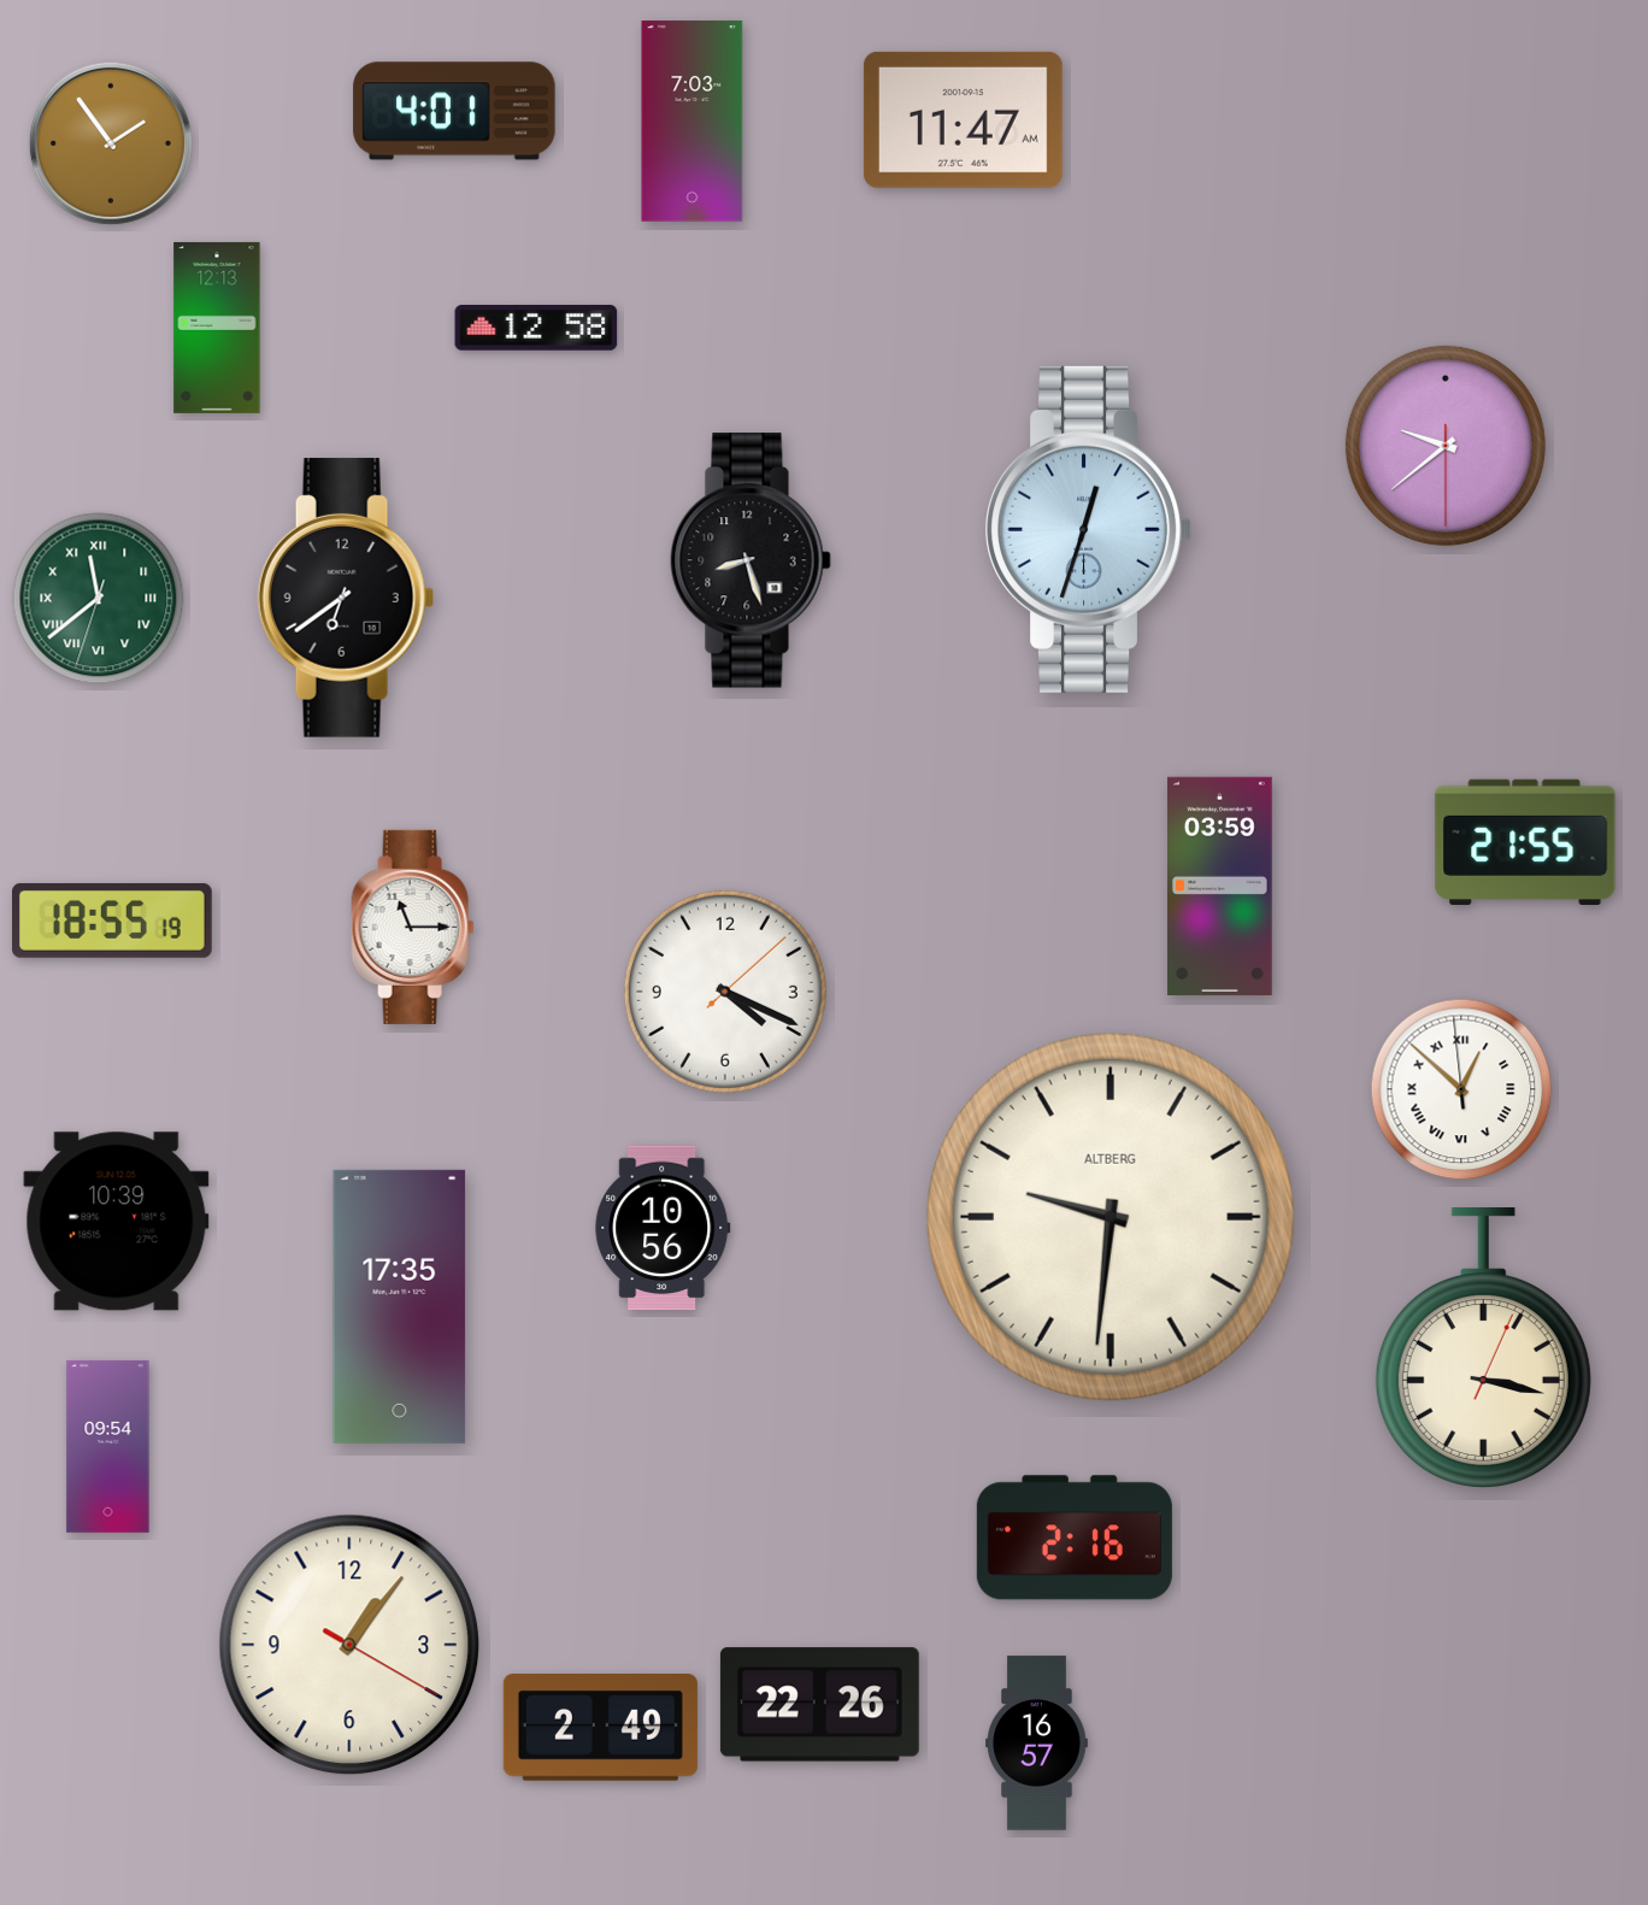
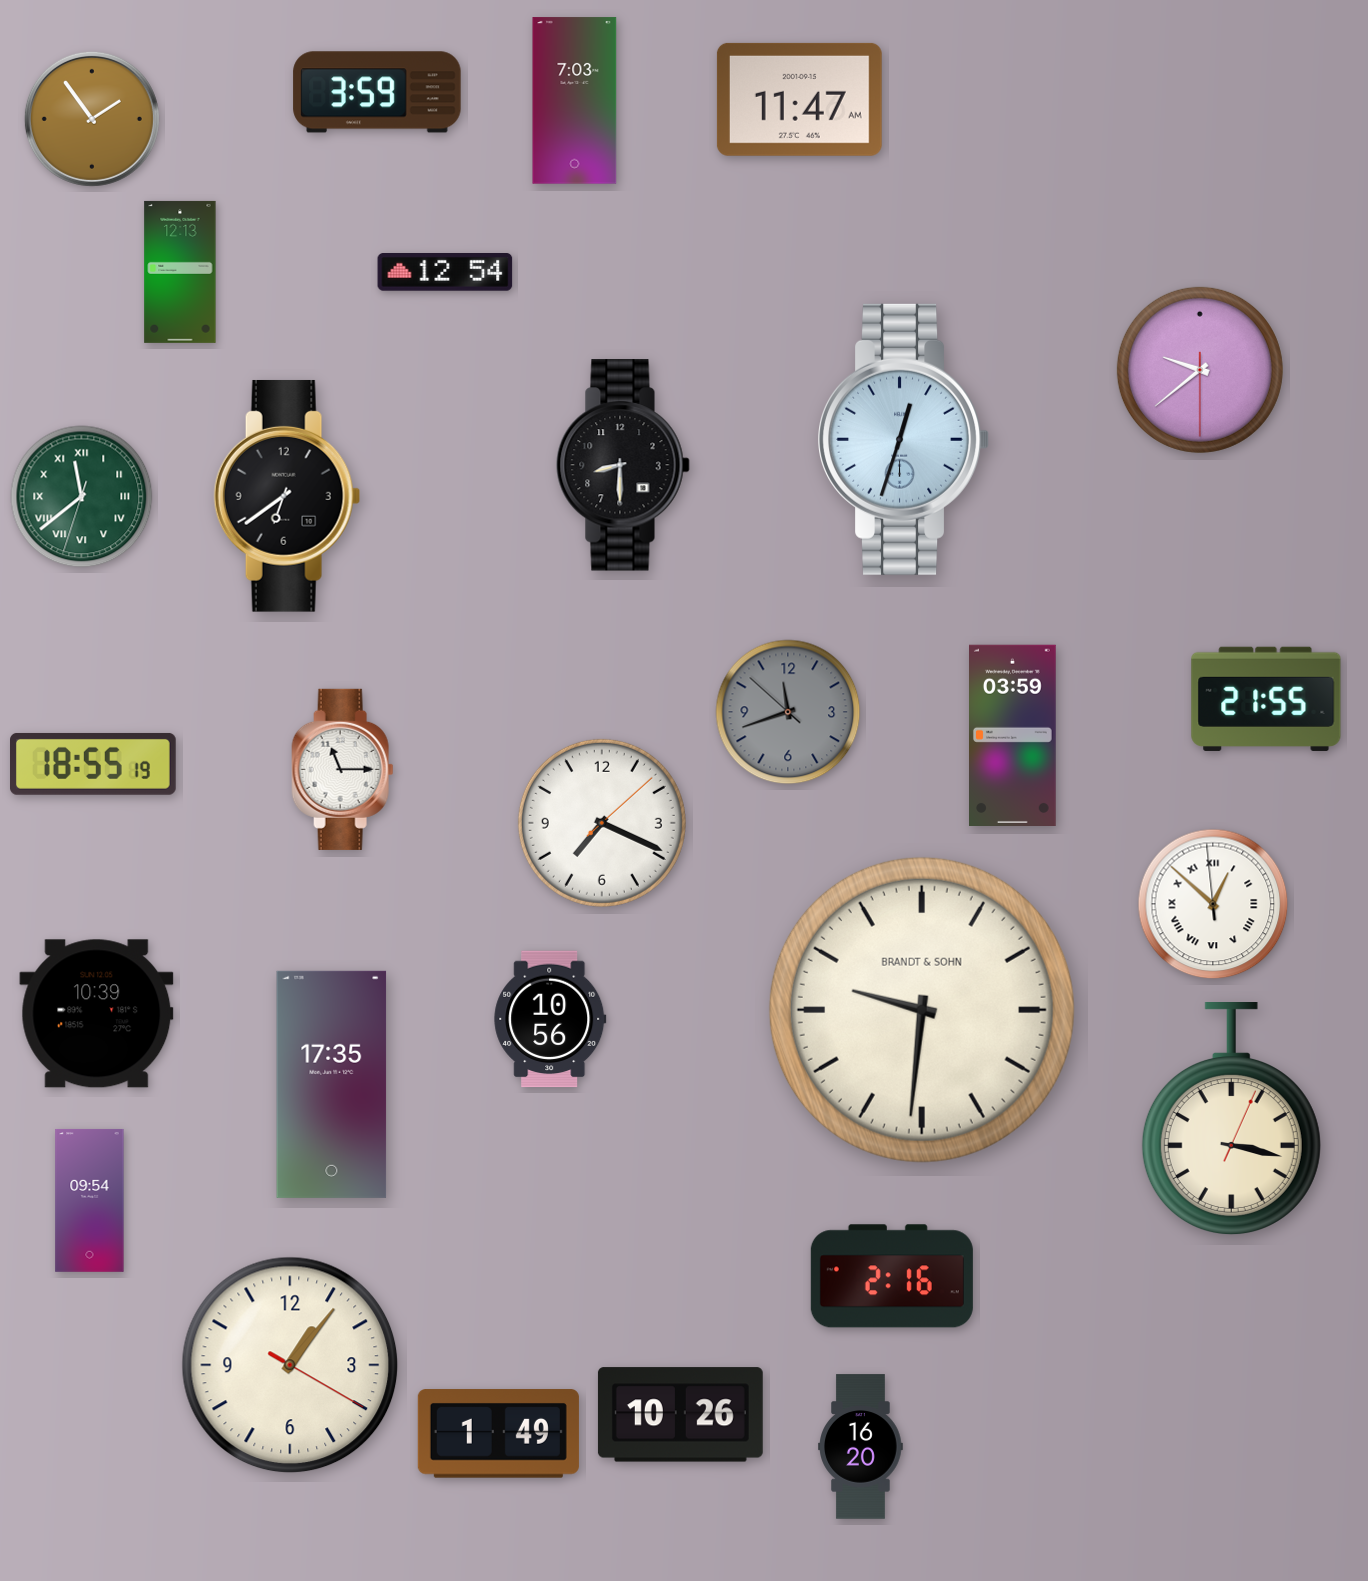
clock at (454, 111): 4:01 -> 3:59
clock at (536, 329): 12:58 -> 12:54
clock at (751, 560): 8:27 -> 8:30
clock at (788, 712): none -> 11:41
clock at (725, 992): 4:19 -> 7:19
clock at (1111, 1217) brand: ALTBERG -> BRANDT & SOHN
clock at (819, 1705): 22:26 -> 10:26
clock at (600, 1728): 2:49 -> 1:49
clock at (1037, 1744): 16:57 -> 16:20
